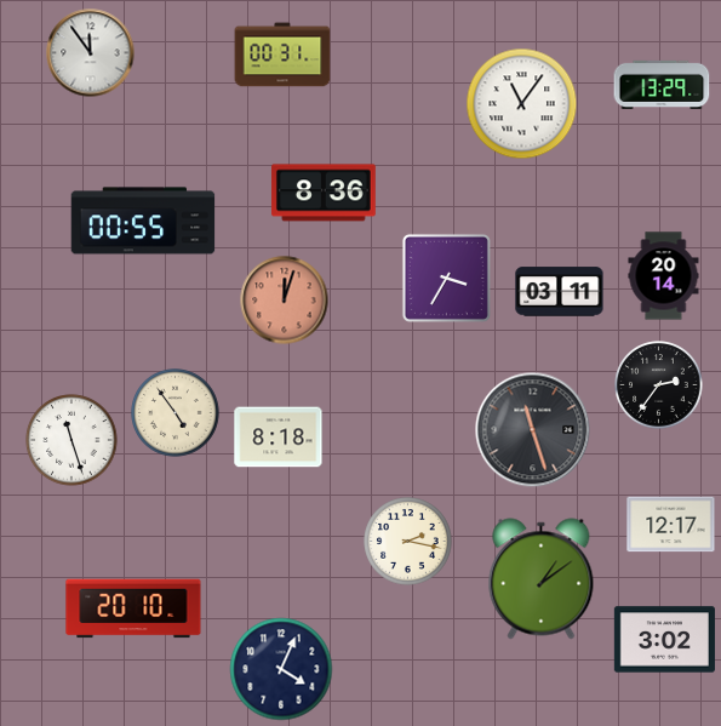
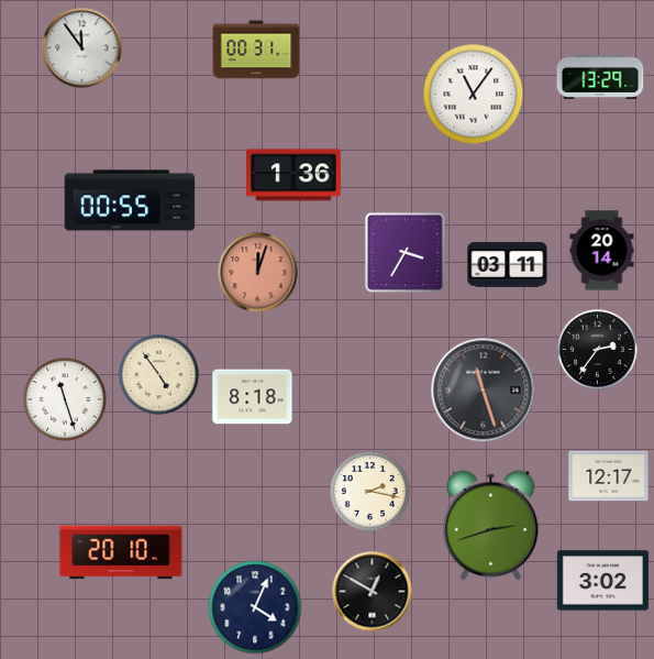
clock at (324, 193): 8:36 -> 1:36
clock at (542, 579): 1:09 -> 2:42
clock at (373, 592): none -> 12:50
